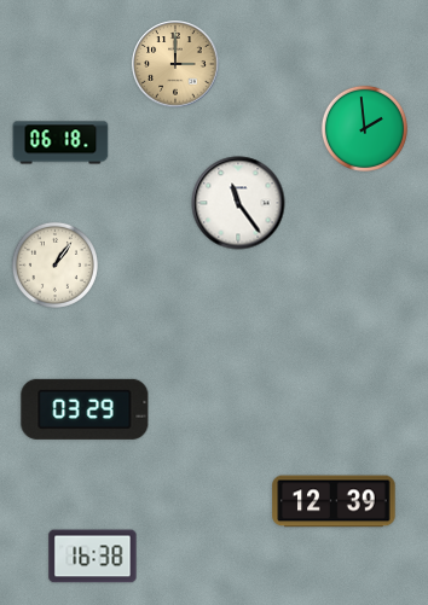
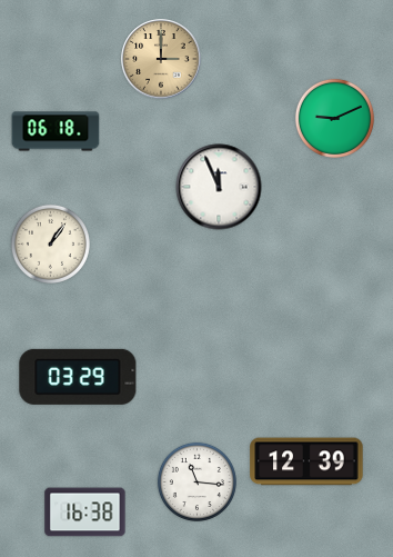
clock at (364, 128): 1:59 -> 9:11
clock at (238, 203): 11:24 -> 11:56
clock at (196, 481): none -> 11:16
